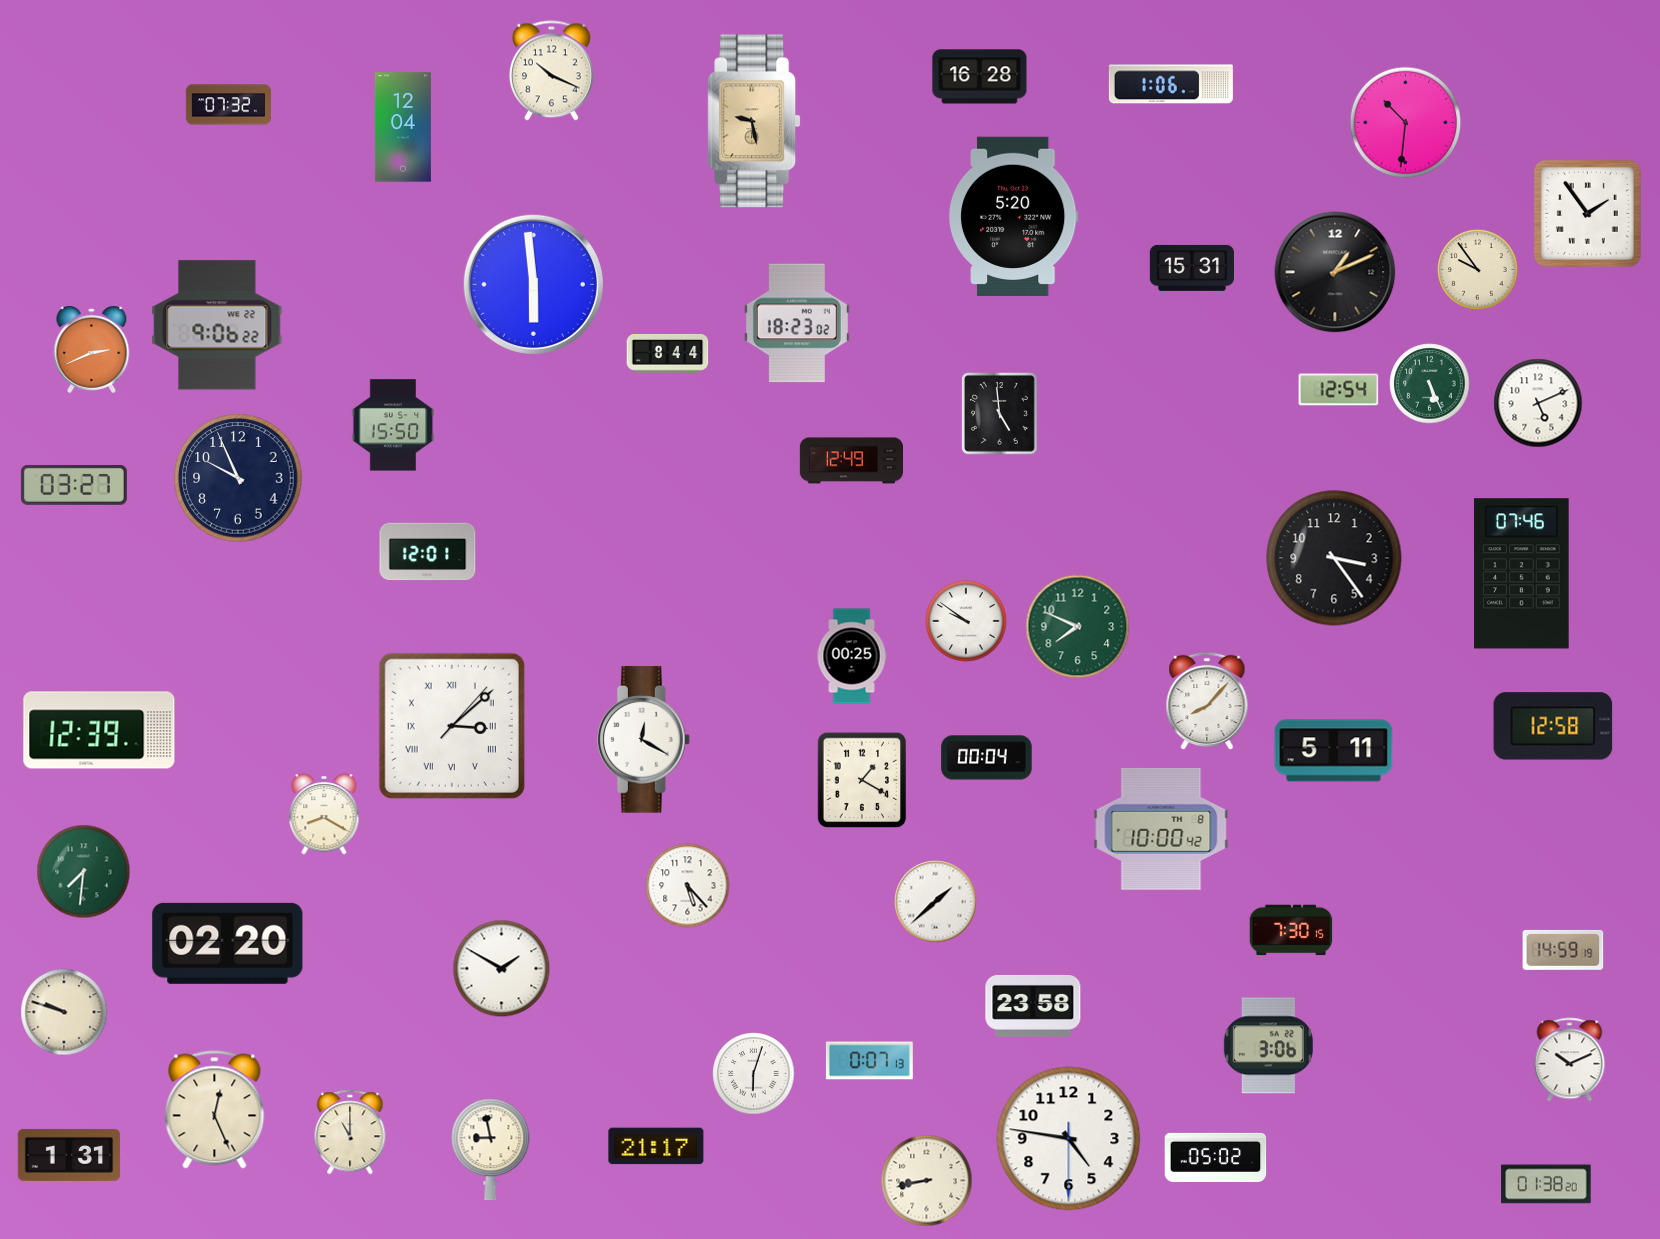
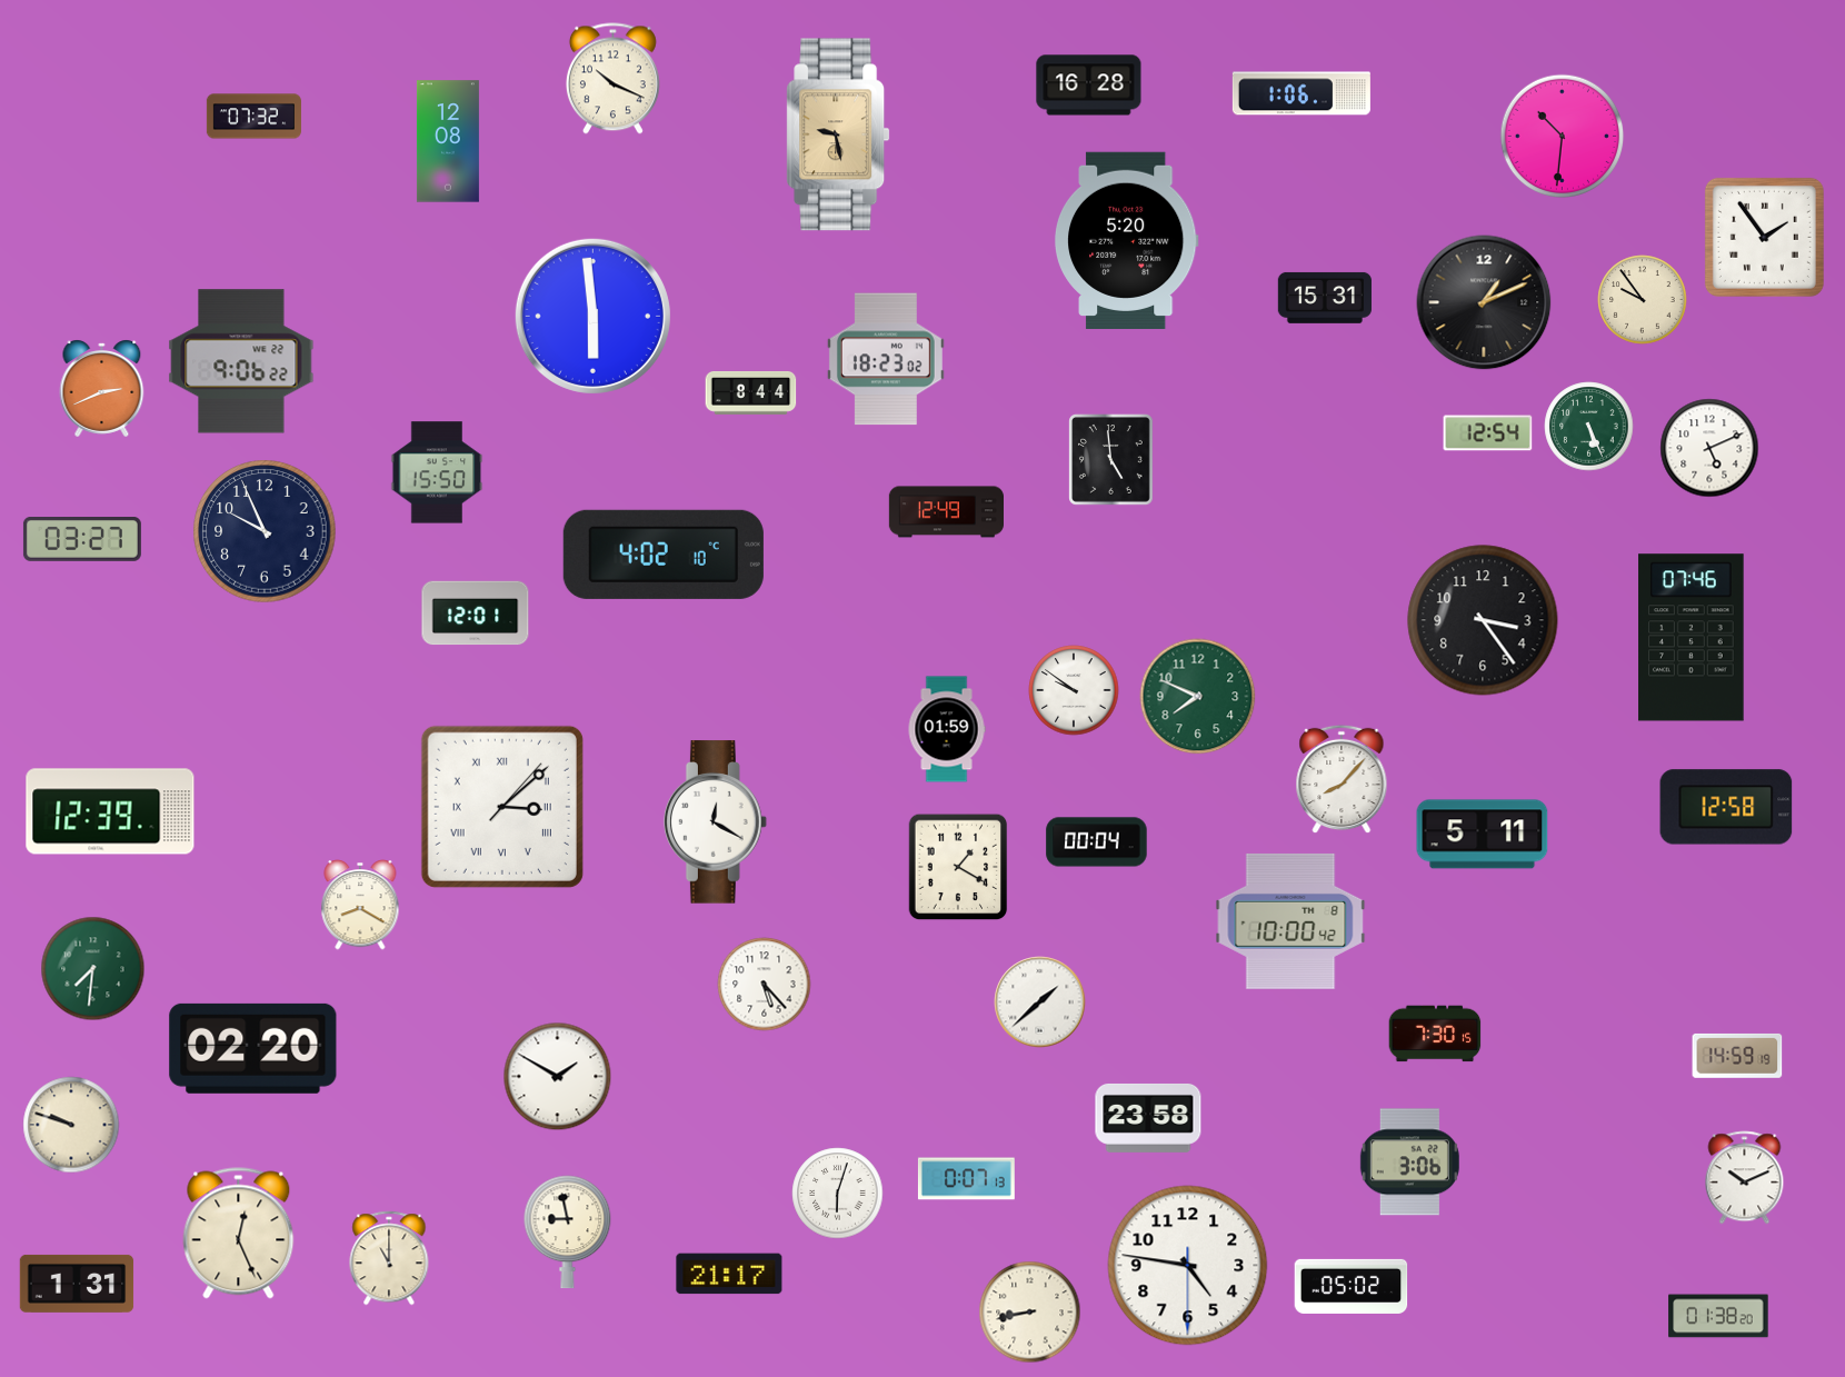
clock at (403, 127): 12:04 -> 12:08
clock at (668, 354) position: (668, 354) -> (751, 393)
clock at (664, 555): none -> 4:02
clock at (852, 656): 00:25 -> 01:59
clock at (491, 1150) position: (491, 1150) -> (568, 1233)
